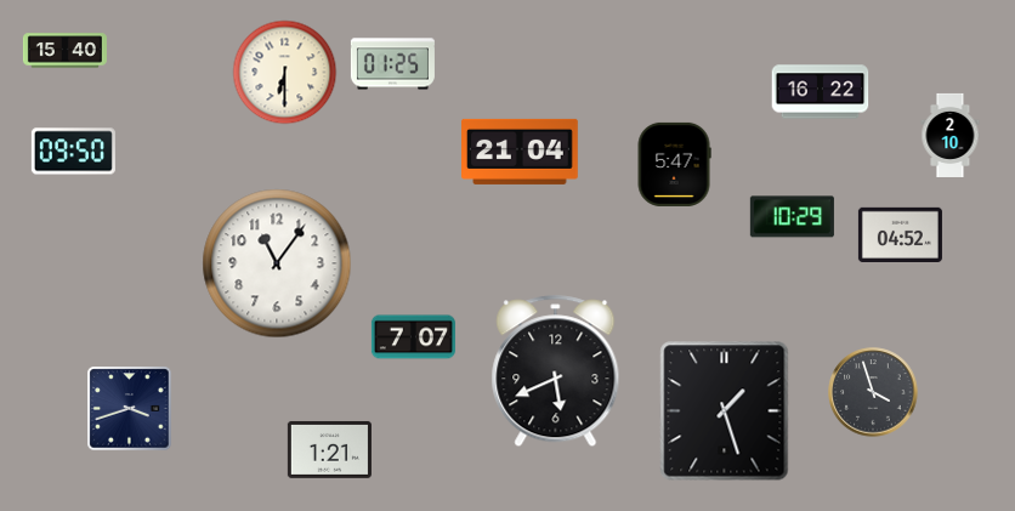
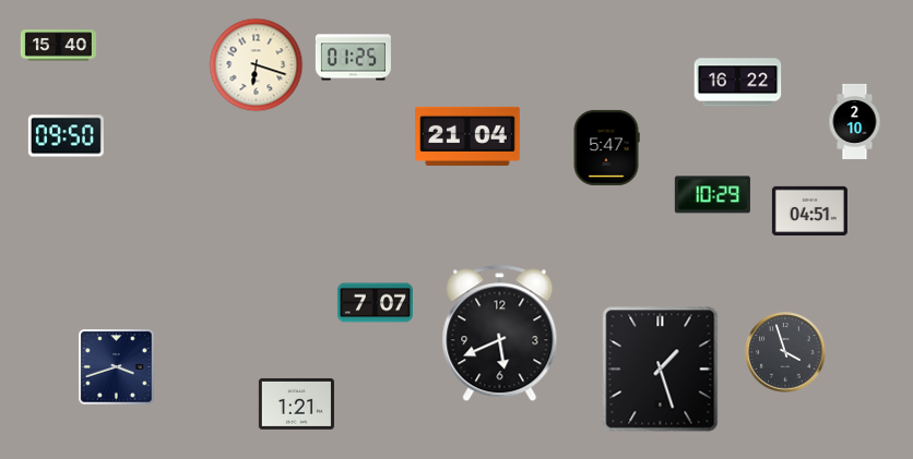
clock at (285, 73): 6:30 -> 6:18
clock at (900, 234): 04:52 -> 04:51
clock at (277, 263): 11:06 -> none
clock at (413, 337) position: (413, 337) -> (375, 303)
clock at (725, 411) position: (725, 411) -> (661, 370)
